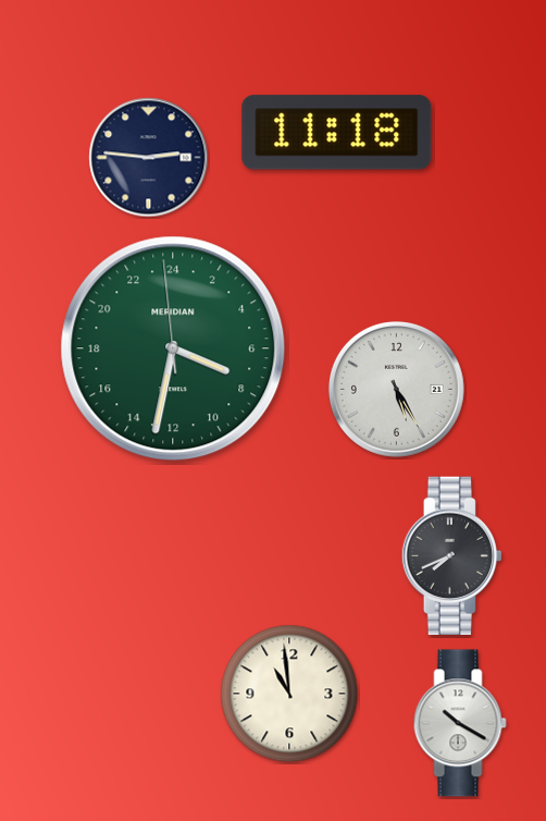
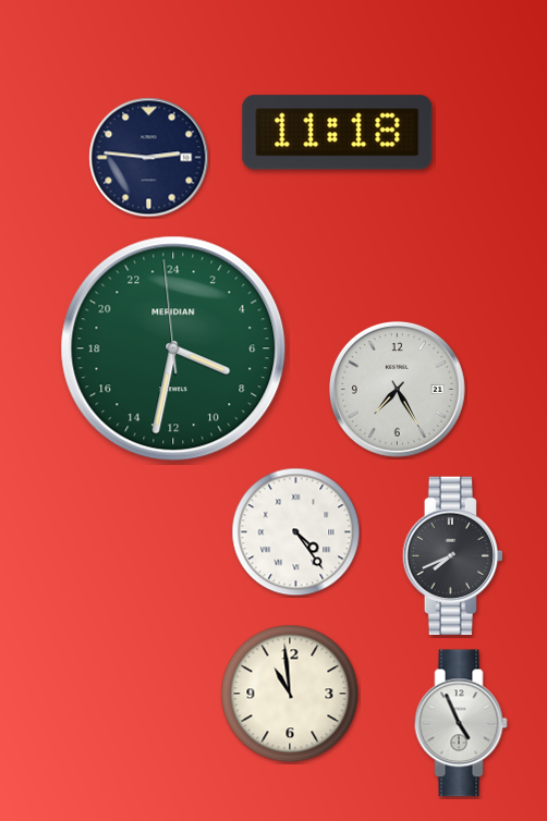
clock at (396, 389): 5:25 -> 7:25
clock at (296, 532): none -> 4:24
clock at (460, 723): 10:20 -> 4:56
